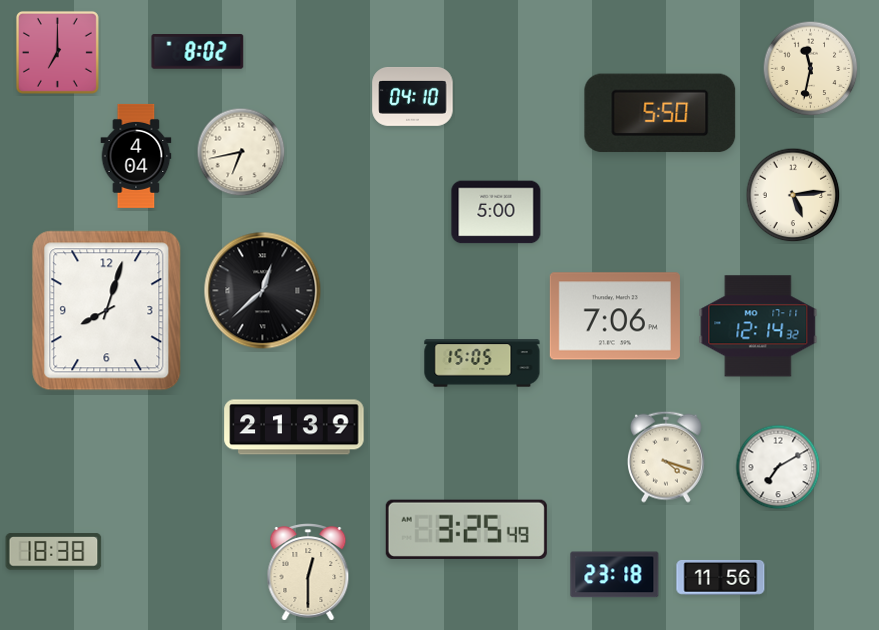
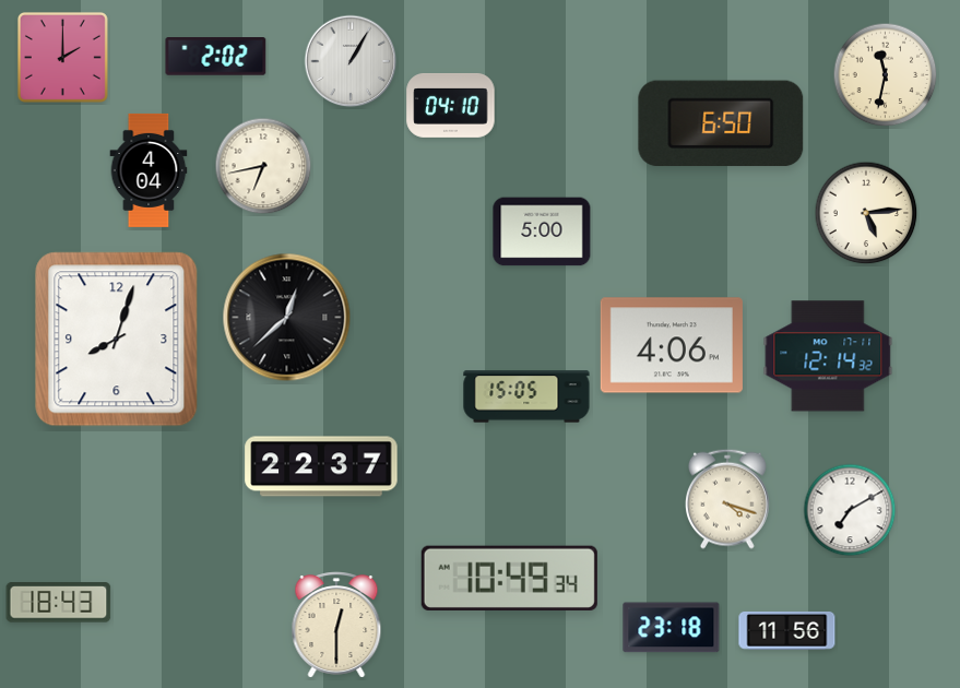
clock at (57, 52): 7:00 -> 2:00
clock at (198, 52): 8:02 -> 2:02
clock at (351, 61): none -> 1:05
clock at (660, 113): 5:50 -> 6:50
clock at (615, 316): 7:06 -> 4:06
clock at (294, 427): 21:39 -> 22:37
clock at (466, 529): 3:25 -> 10:49
clock at (54, 552): 18:38 -> 18:43
